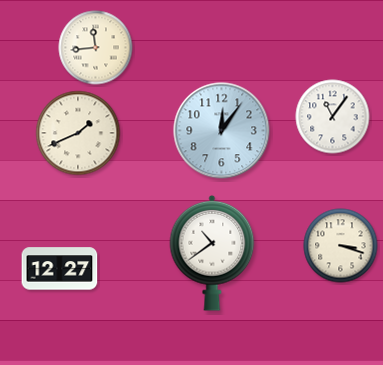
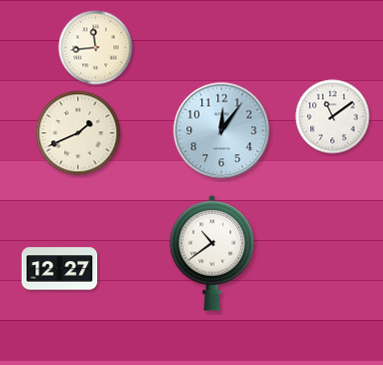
clock at (333, 117): 11:06 -> 11:09
clock at (341, 246): 3:18 -> none
